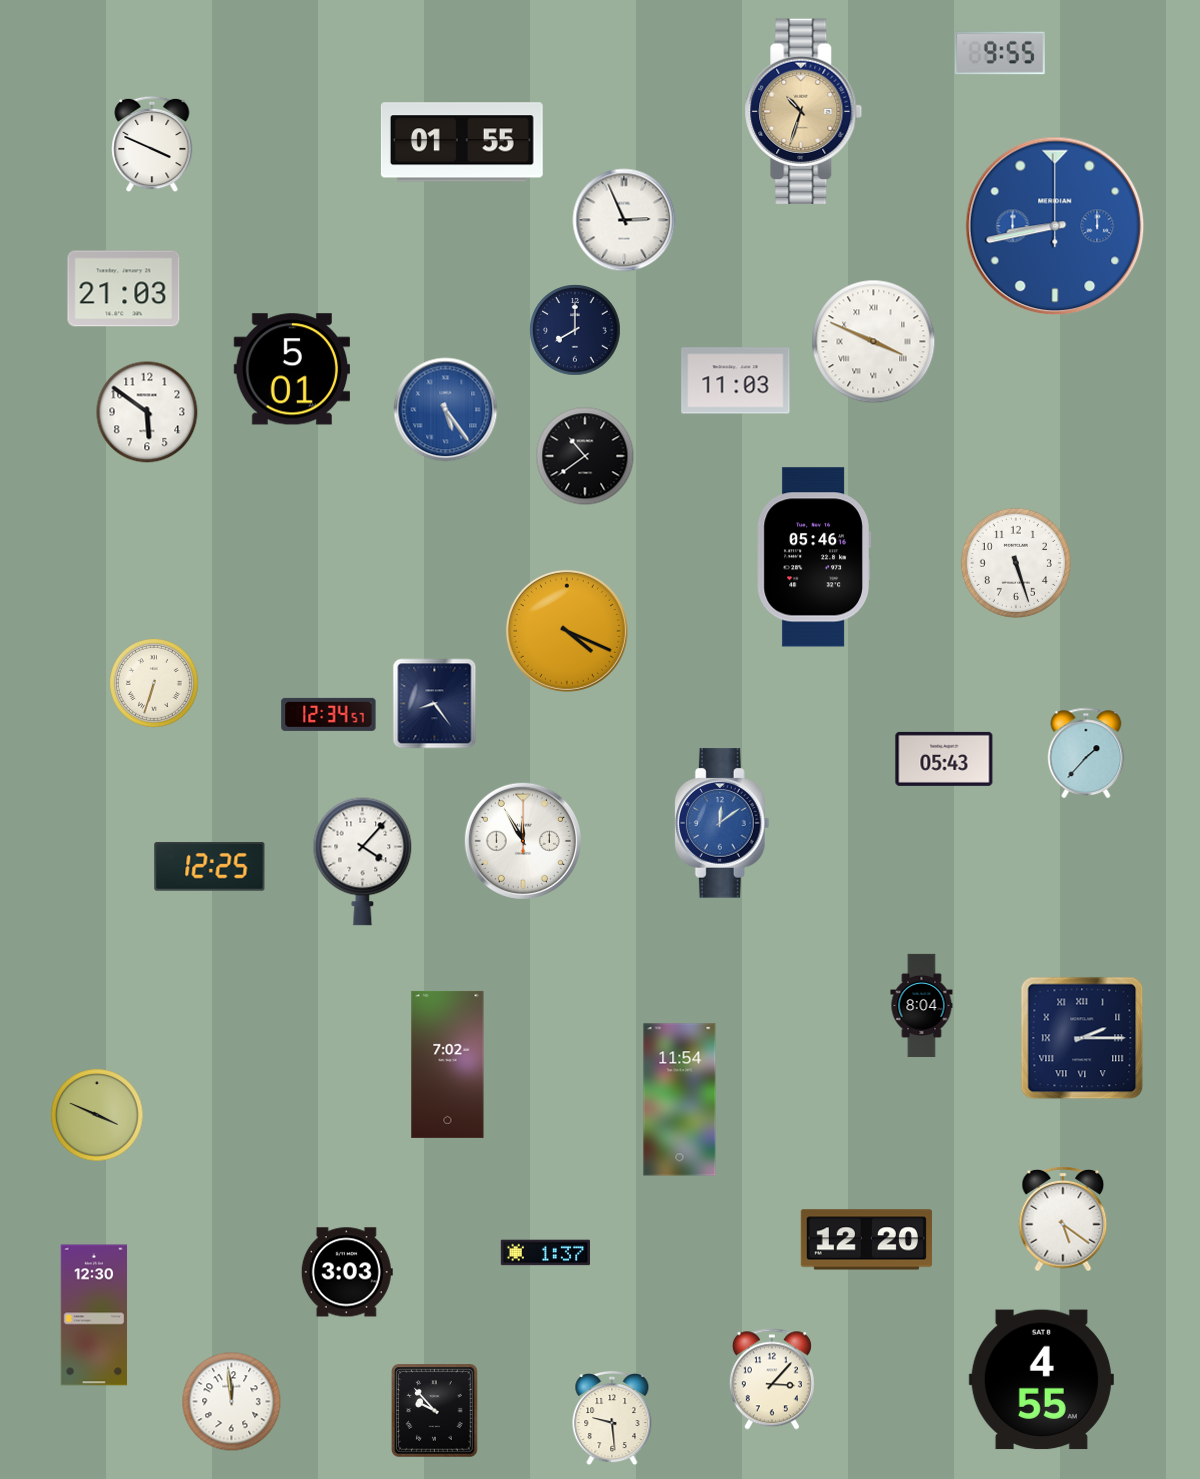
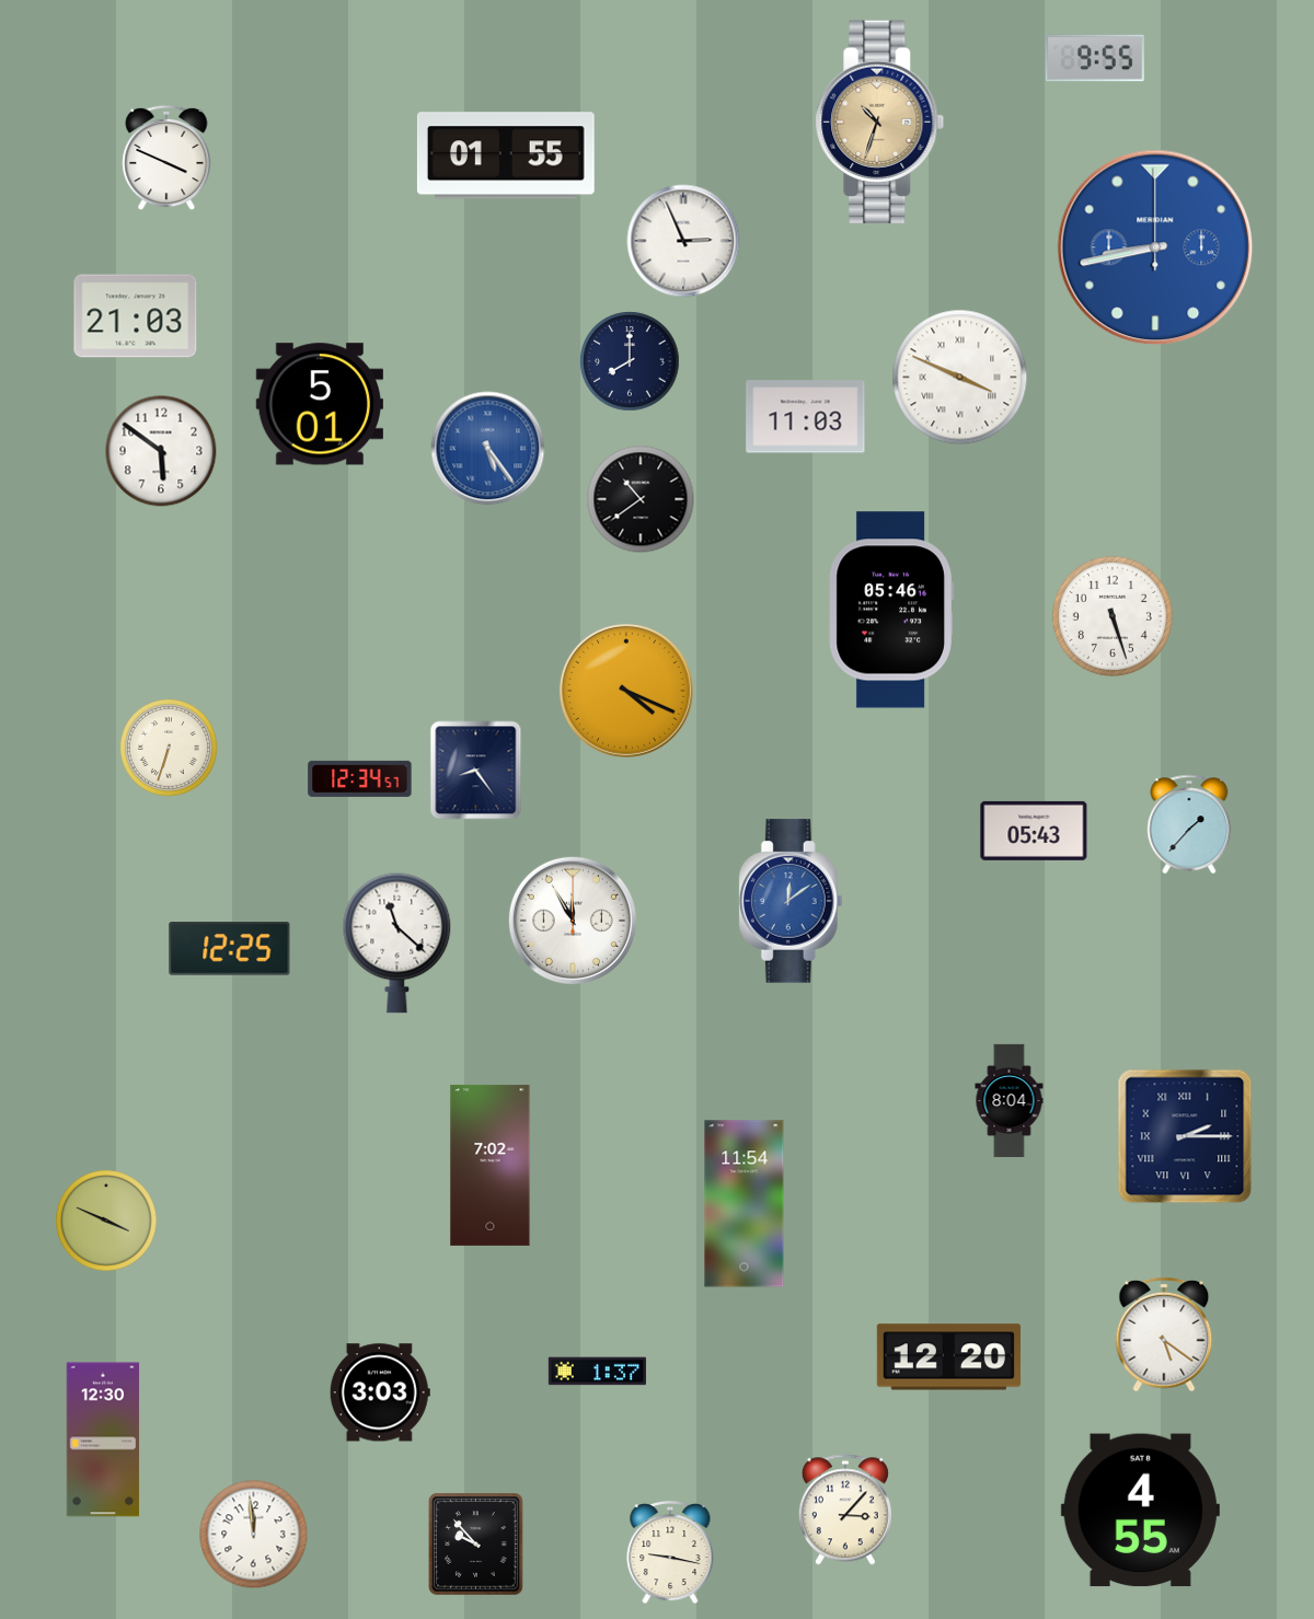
clock at (874, 342) position: (874, 342) -> (960, 378)
clock at (567, 631) position: (567, 631) -> (626, 691)
clock at (329, 714) position: (329, 714) -> (360, 778)
clock at (363, 861): 4:07 -> 11:22
clock at (612, 1419): 9:29 -> 9:17
